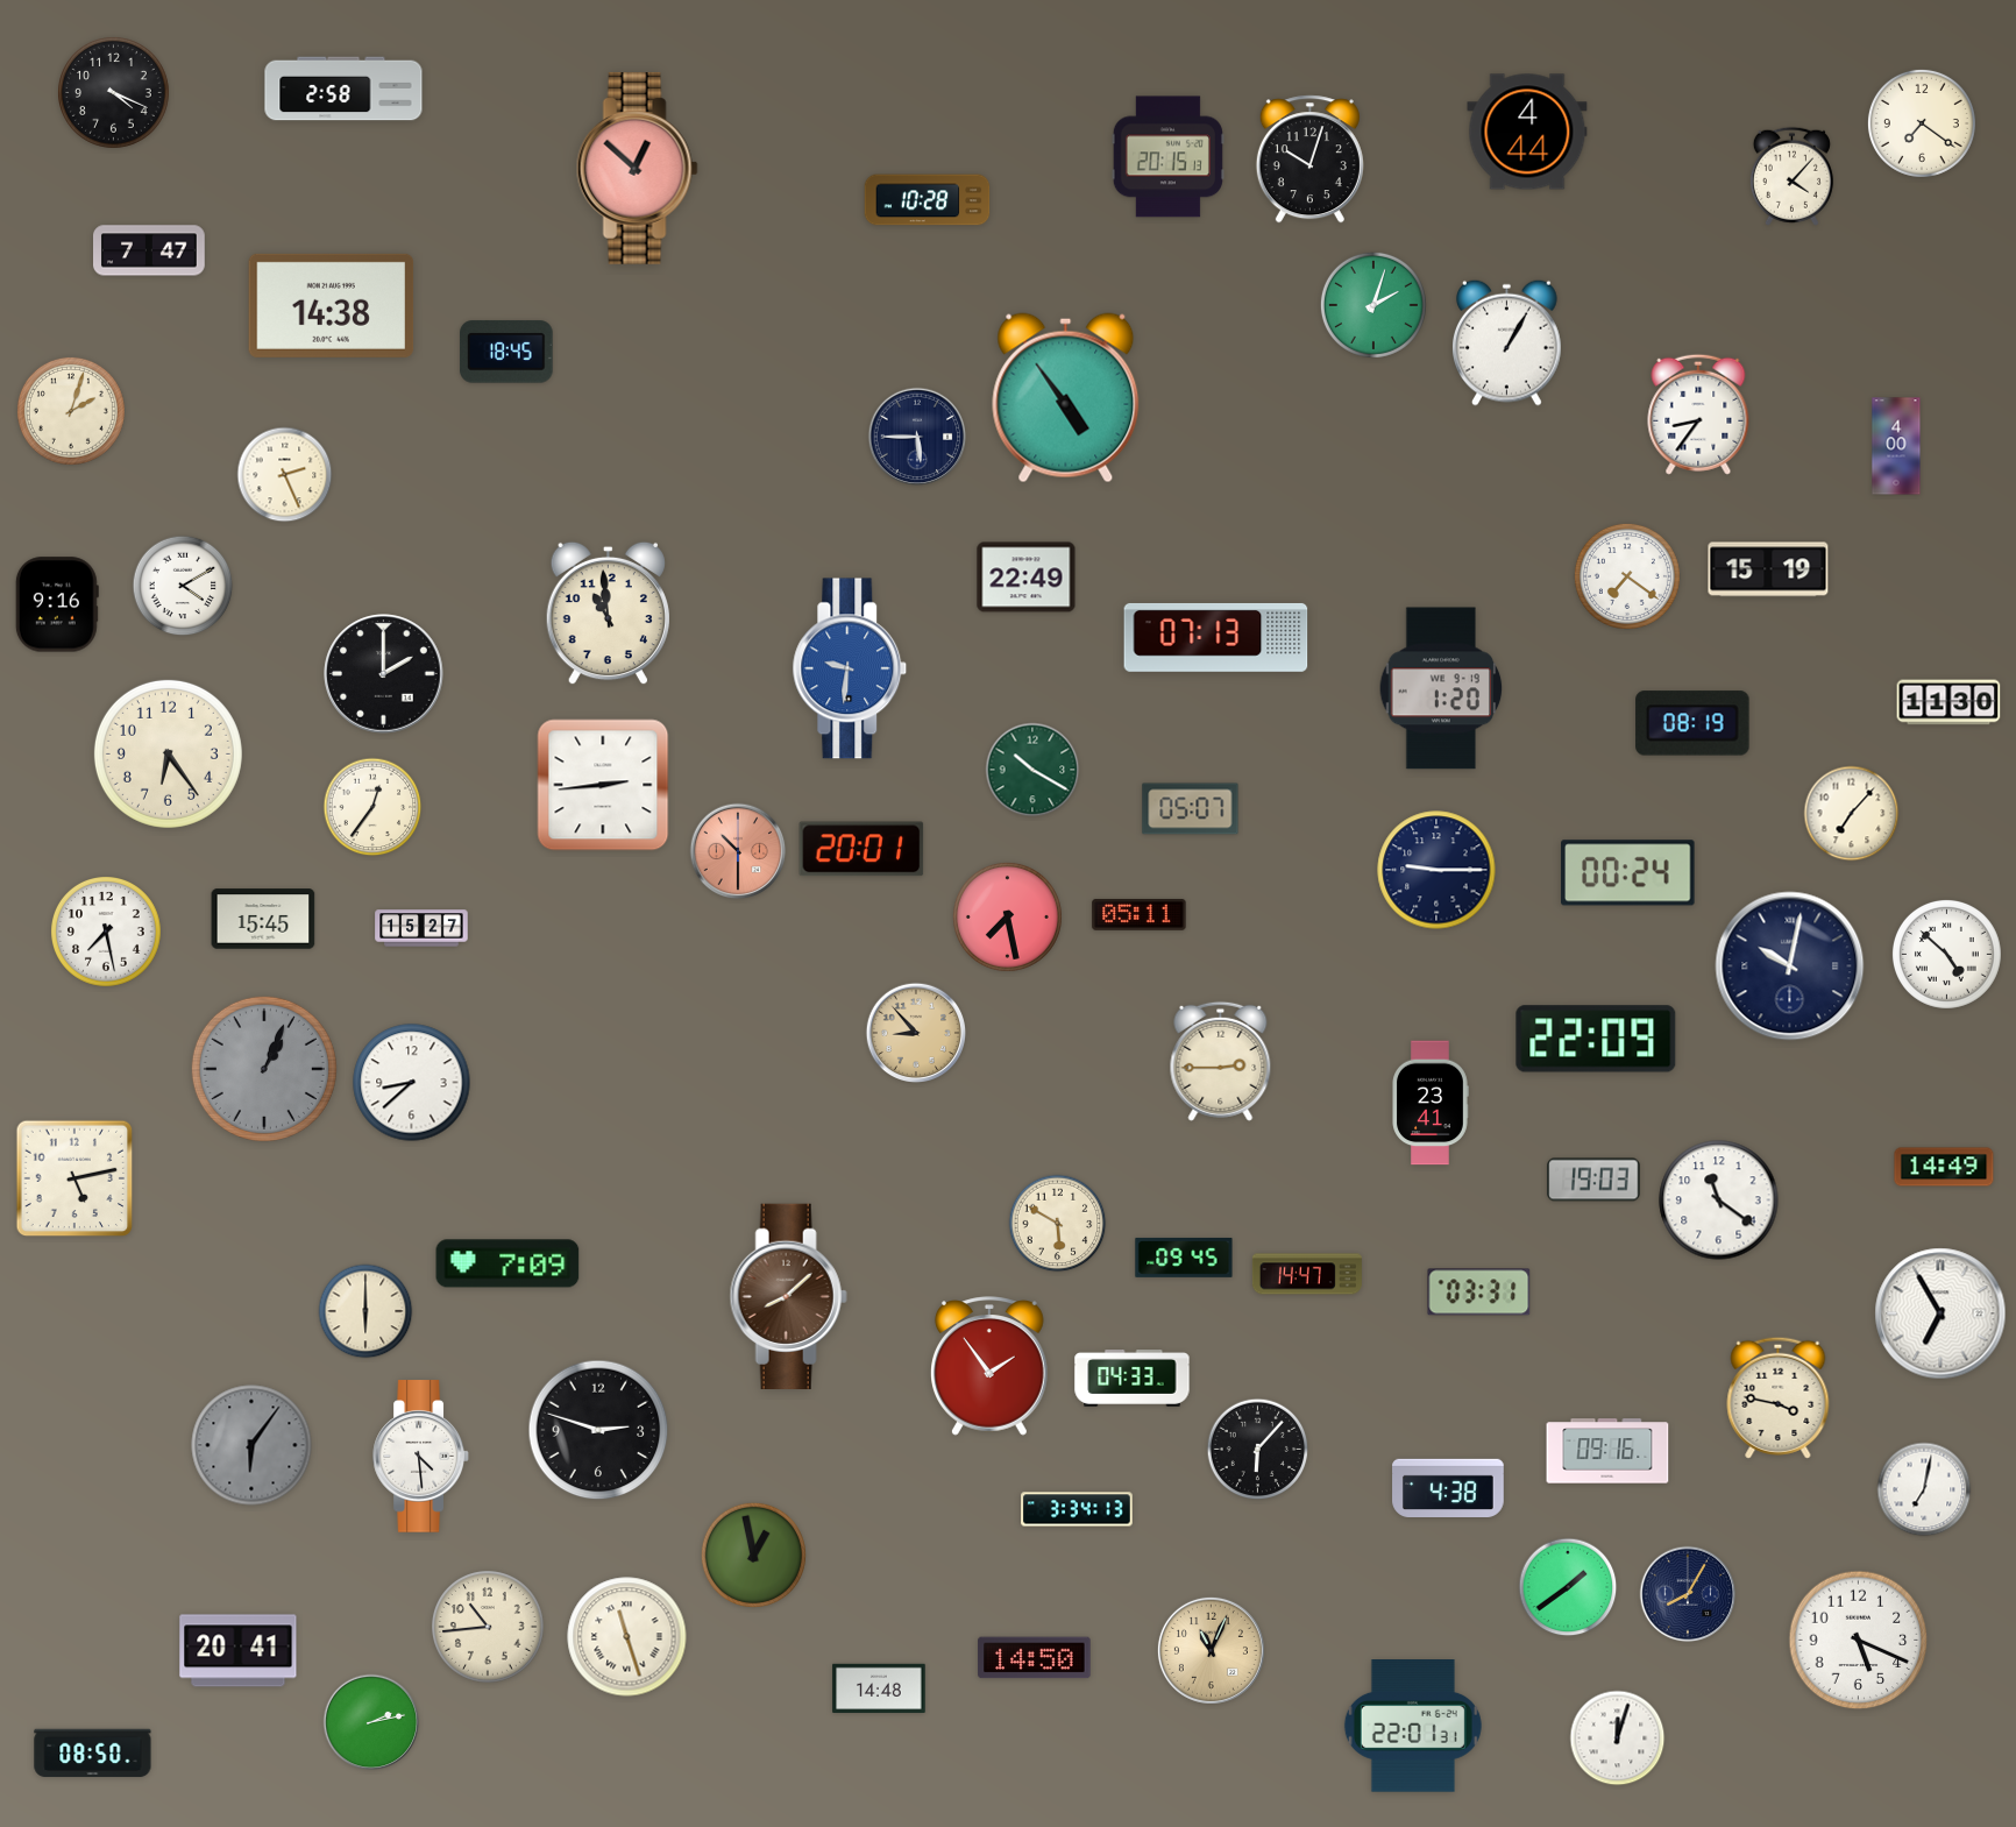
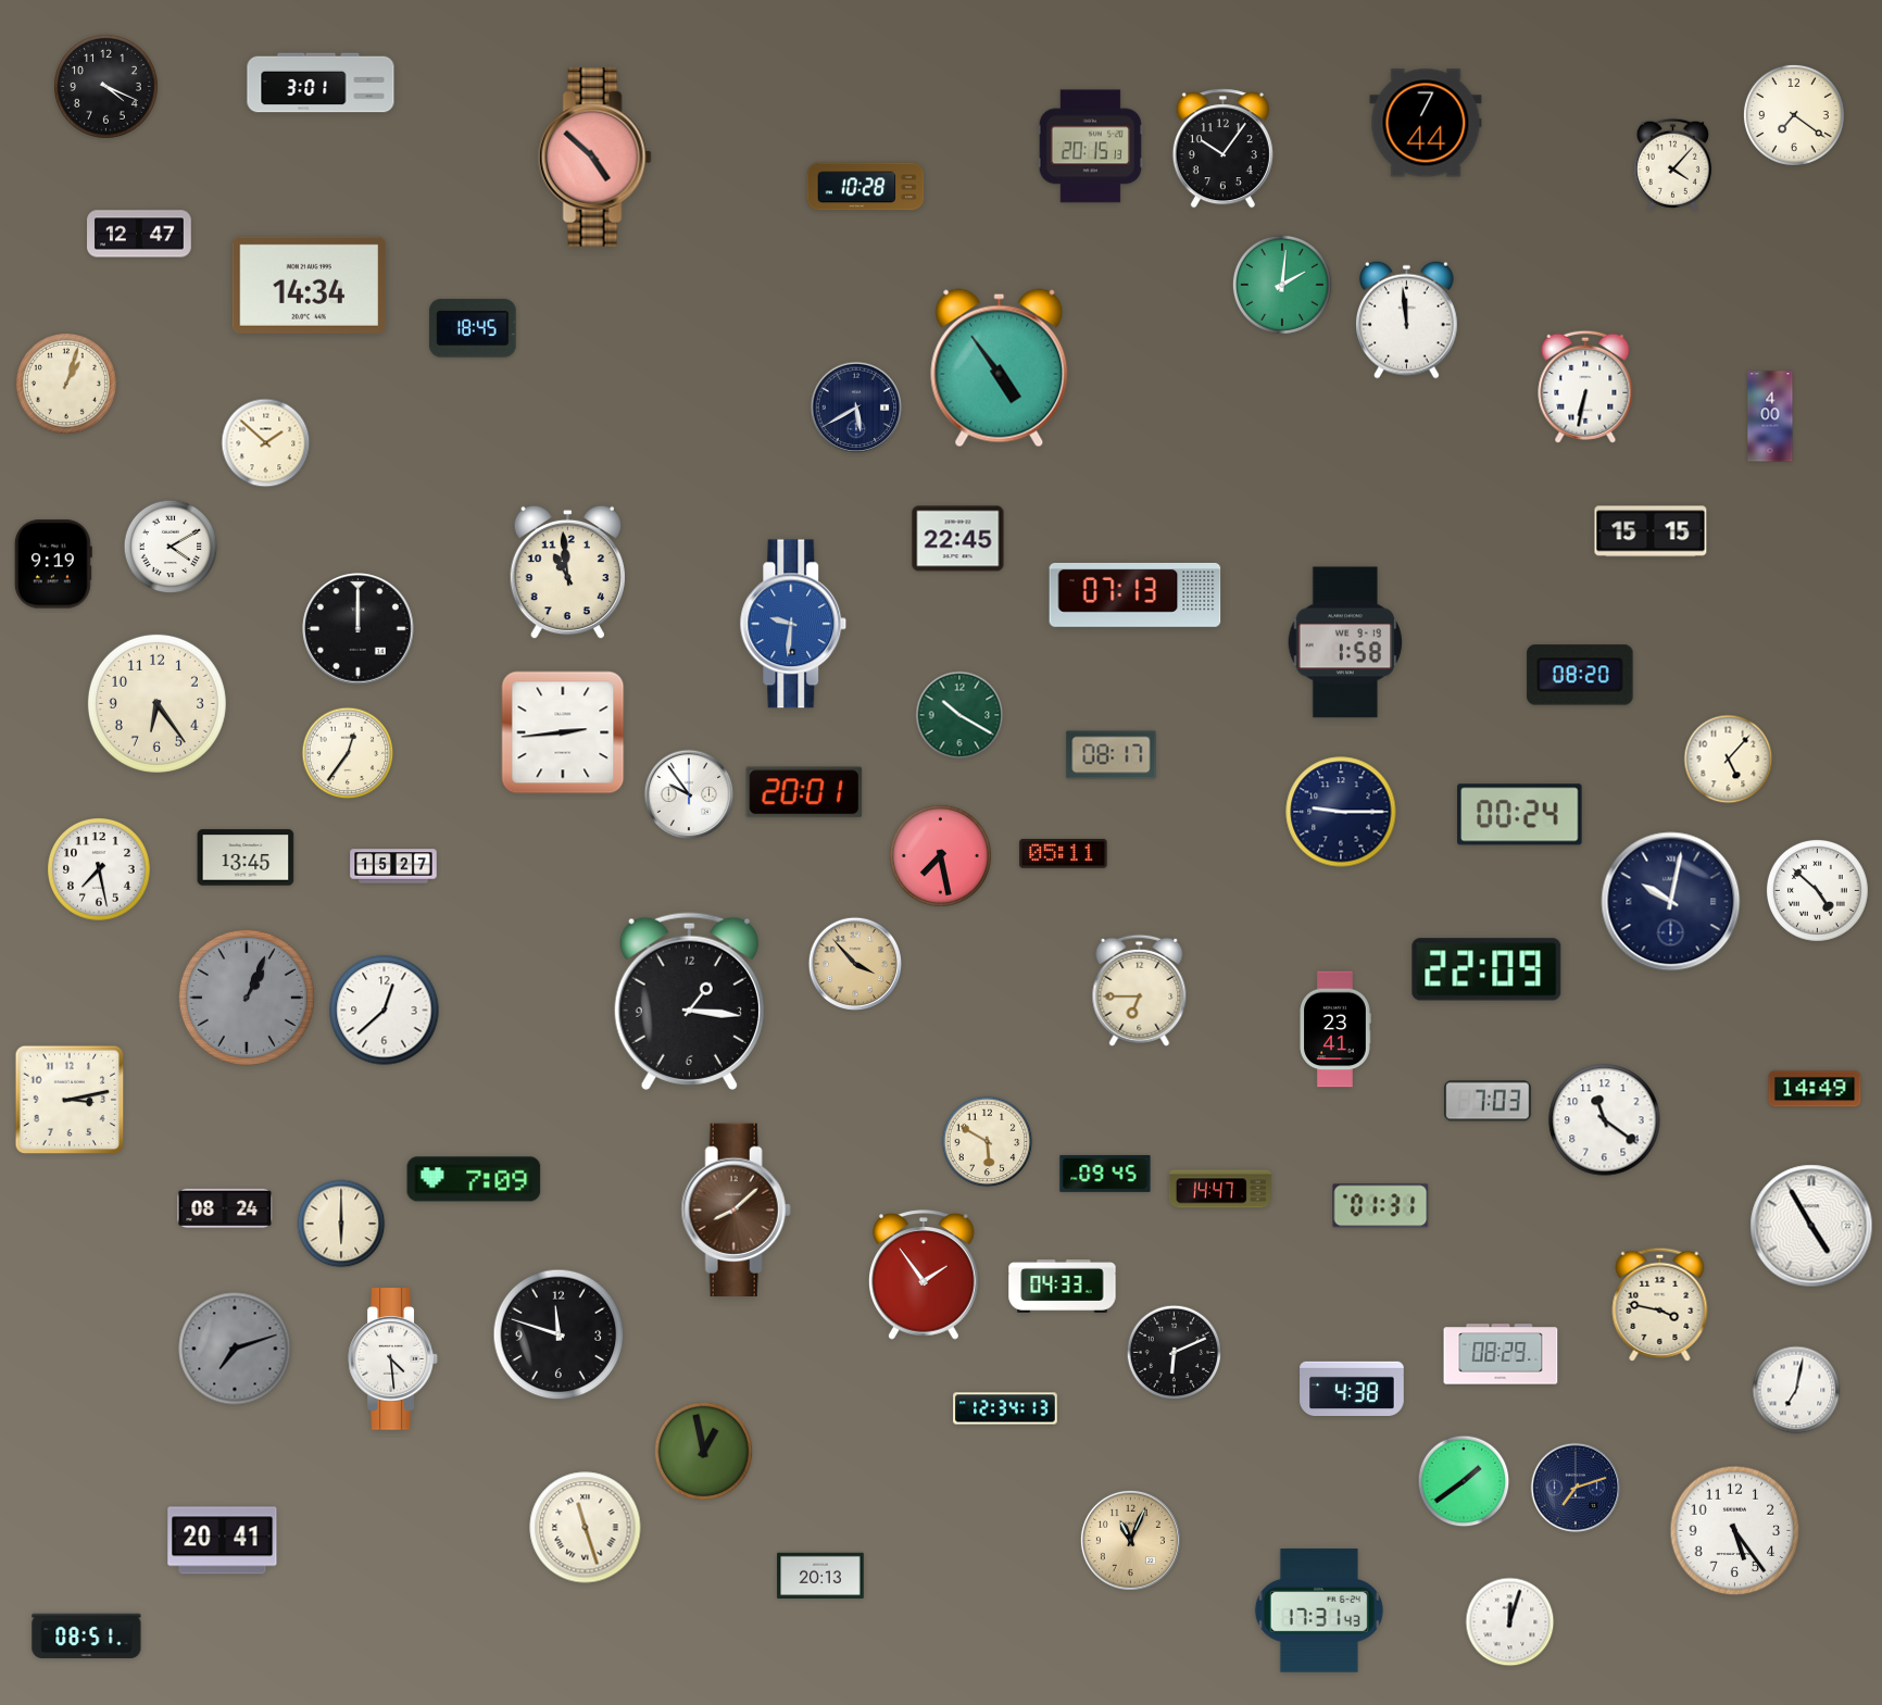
clock at (343, 88): 2:58 -> 3:01
clock at (1527, 132): 4:44 -> 7:44
clock at (1309, 160): 10:03 -> 10:06
clock at (637, 169): 12:52 -> 4:52
clock at (150, 250): 7:47 -> 12:47
clock at (332, 305): 14:38 -> 14:34
clock at (1373, 305): 2:03 -> 2:01
clock at (1507, 342): 1:05 -> 11:59
clock at (1066, 398) position: (1066, 398) -> (1000, 368)
clock at (71, 411): 2:03 -> 1:03
clock at (1698, 415): 8:36 -> 6:32
clock at (917, 437): 5:45 -> 5:40
clock at (285, 475): 2:26 -> 1:52
clock at (1768, 569): 15:19 -> 15:15
clock at (1627, 576): 7:21 -> none
clock at (1027, 578): 22:49 -> 22:45
clock at (57, 604): 9:16 -> 9:19
clock at (384, 674): 2:00 -> 12:00
clock at (1441, 688): 1:20 -> 1:58
clock at (1948, 702): 11:30 -> none
clock at (1692, 723): 08:19 -> 08:20
clock at (1032, 770) position: (1032, 770) -> (959, 715)
clock at (1191, 809): 05:07 -> 08:17
clock at (1852, 814): 7:07 -> 5:07
clock at (738, 851): 10:30 -> 9:54
clock at (738, 851) dial: salmon -> white
clock at (263, 919): 15:45 -> 13:45
clock at (916, 1033): 8:53 -> 3:53
clock at (1596, 1039) position: (1596, 1039) -> (1486, 969)
clock at (1221, 1061): 2:45 -> 6:45
clock at (689, 1001): none -> 1:16
clock at (412, 1083): 8:38 -> 12:38
clock at (74, 1178): 5:13 -> 3:13
clock at (1593, 1180): 19:03 -> 7:03
clock at (1479, 1293): 03:31 -> 01:31
clock at (225, 1208): none -> 08:24
clock at (1940, 1313): 6:55 -> 4:55
clock at (1133, 1379) position: (1133, 1379) -> (1063, 1287)
clock at (598, 1430): 2:48 -> 11:48
clock at (251, 1445): 6:06 -> 7:12
clock at (1258, 1450): 6:07 -> 6:11
clock at (1607, 1451): 09:16 -> 08:29
clock at (1077, 1509): 3:34 -> 12:34
clock at (1688, 1594): 8:05 -> 7:12
clock at (488, 1627): 10:44 -> none
clock at (1859, 1641): 5:19 -> 5:24
clock at (1035, 1658): 14:50 -> none
clock at (879, 1687): 14:48 -> 20:13
clock at (371, 1722): 2:13 -> none
clock at (1413, 1727): 22:01 -> 17:31
clock at (93, 1754): 08:50 -> 08:51
